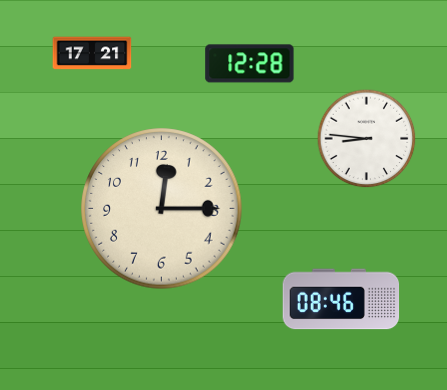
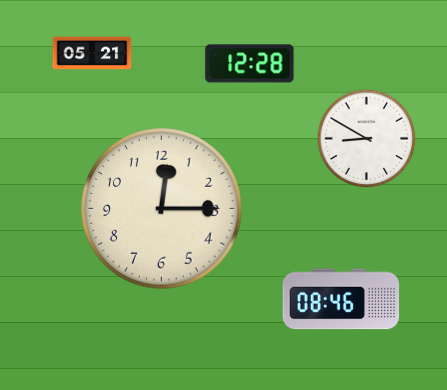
clock at (92, 53): 17:21 -> 05:21
clock at (367, 139): 8:46 -> 8:50
